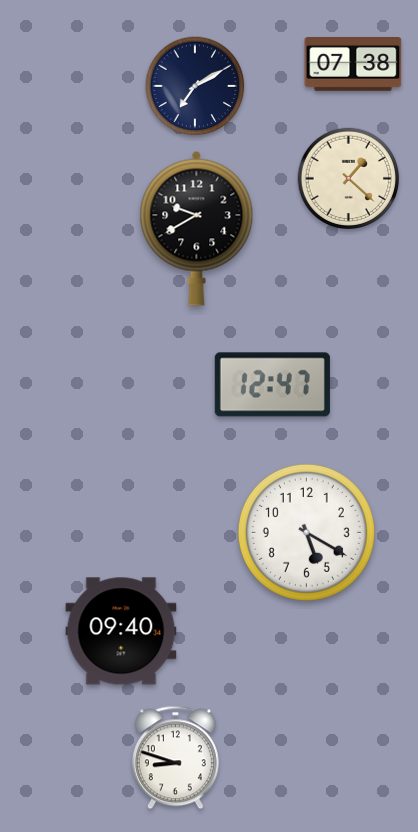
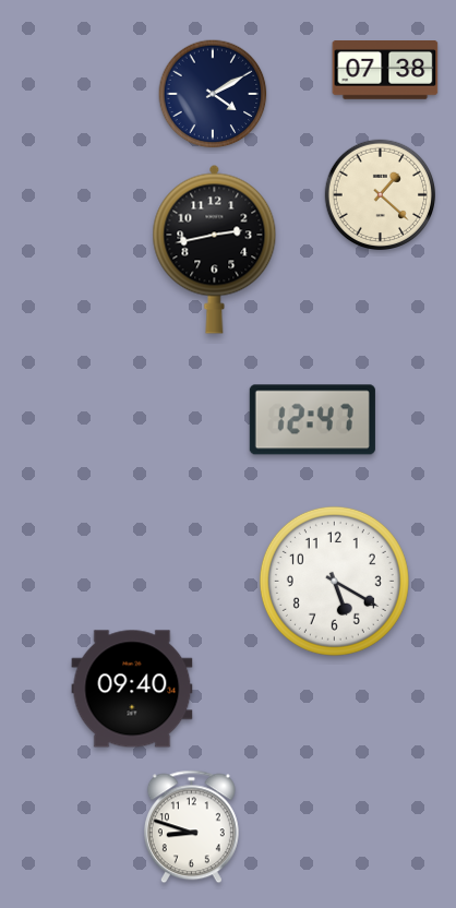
clock at (195, 86): 7:10 -> 4:10
clock at (197, 228): 9:40 -> 2:43
clock at (272, 385) position: (272, 385) -> (312, 420)
